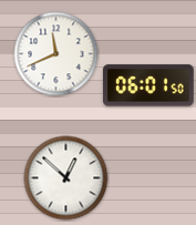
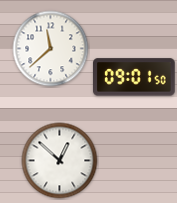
clock at (56, 54): 11:41 -> 11:38
clock at (149, 85): 06:01 -> 09:01
